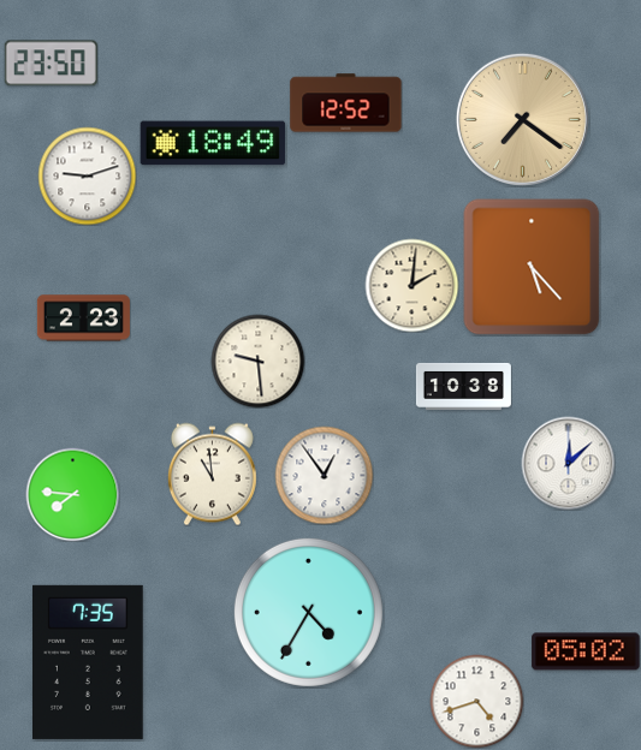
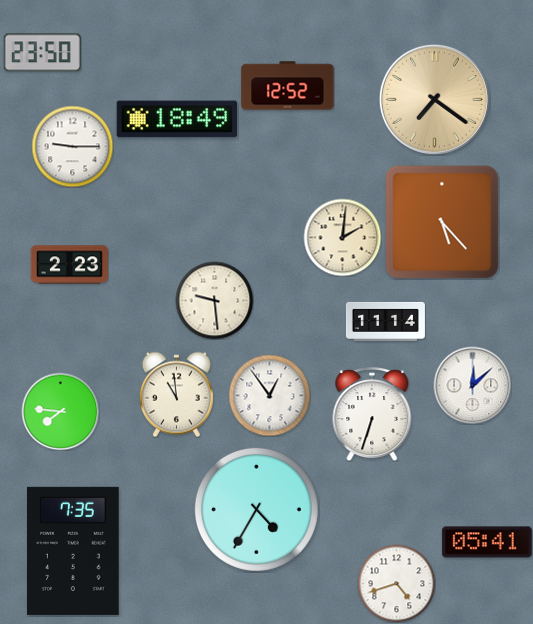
clock at (87, 175): 9:12 -> 9:15
clock at (463, 386): 10:38 -> 11:14
clock at (372, 414): none -> 6:33
clock at (586, 651): 05:02 -> 05:41
